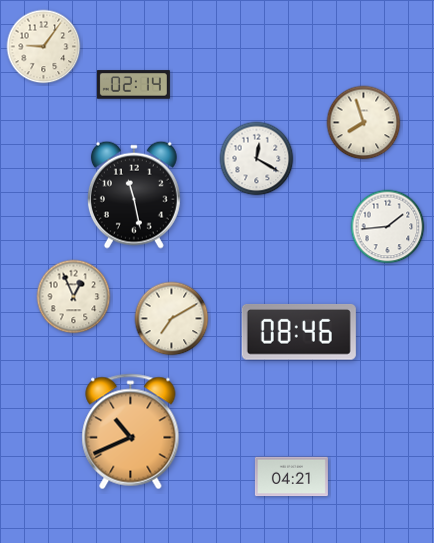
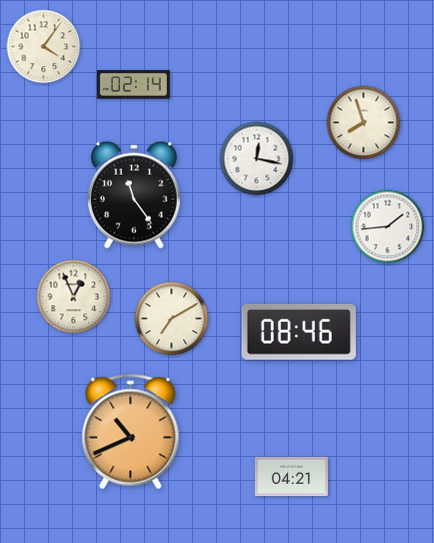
clock at (44, 47): 9:06 -> 4:06
clock at (257, 159): 12:20 -> 12:17
clock at (134, 195): 11:28 -> 11:24
